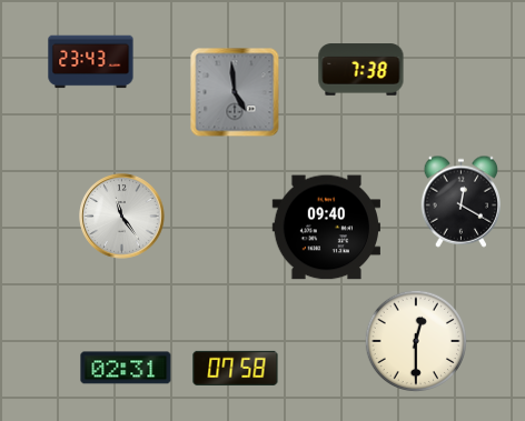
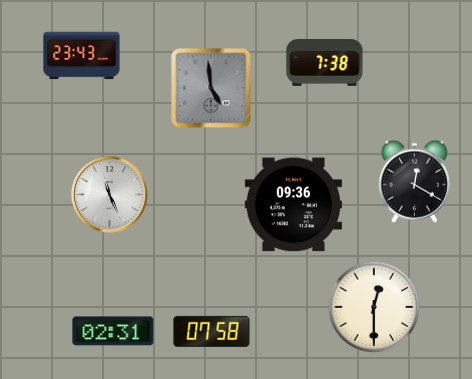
clock at (235, 92) position: (235, 92) -> (211, 88)
clock at (122, 217): 11:24 -> 11:26
clock at (326, 228): 09:40 -> 09:36
